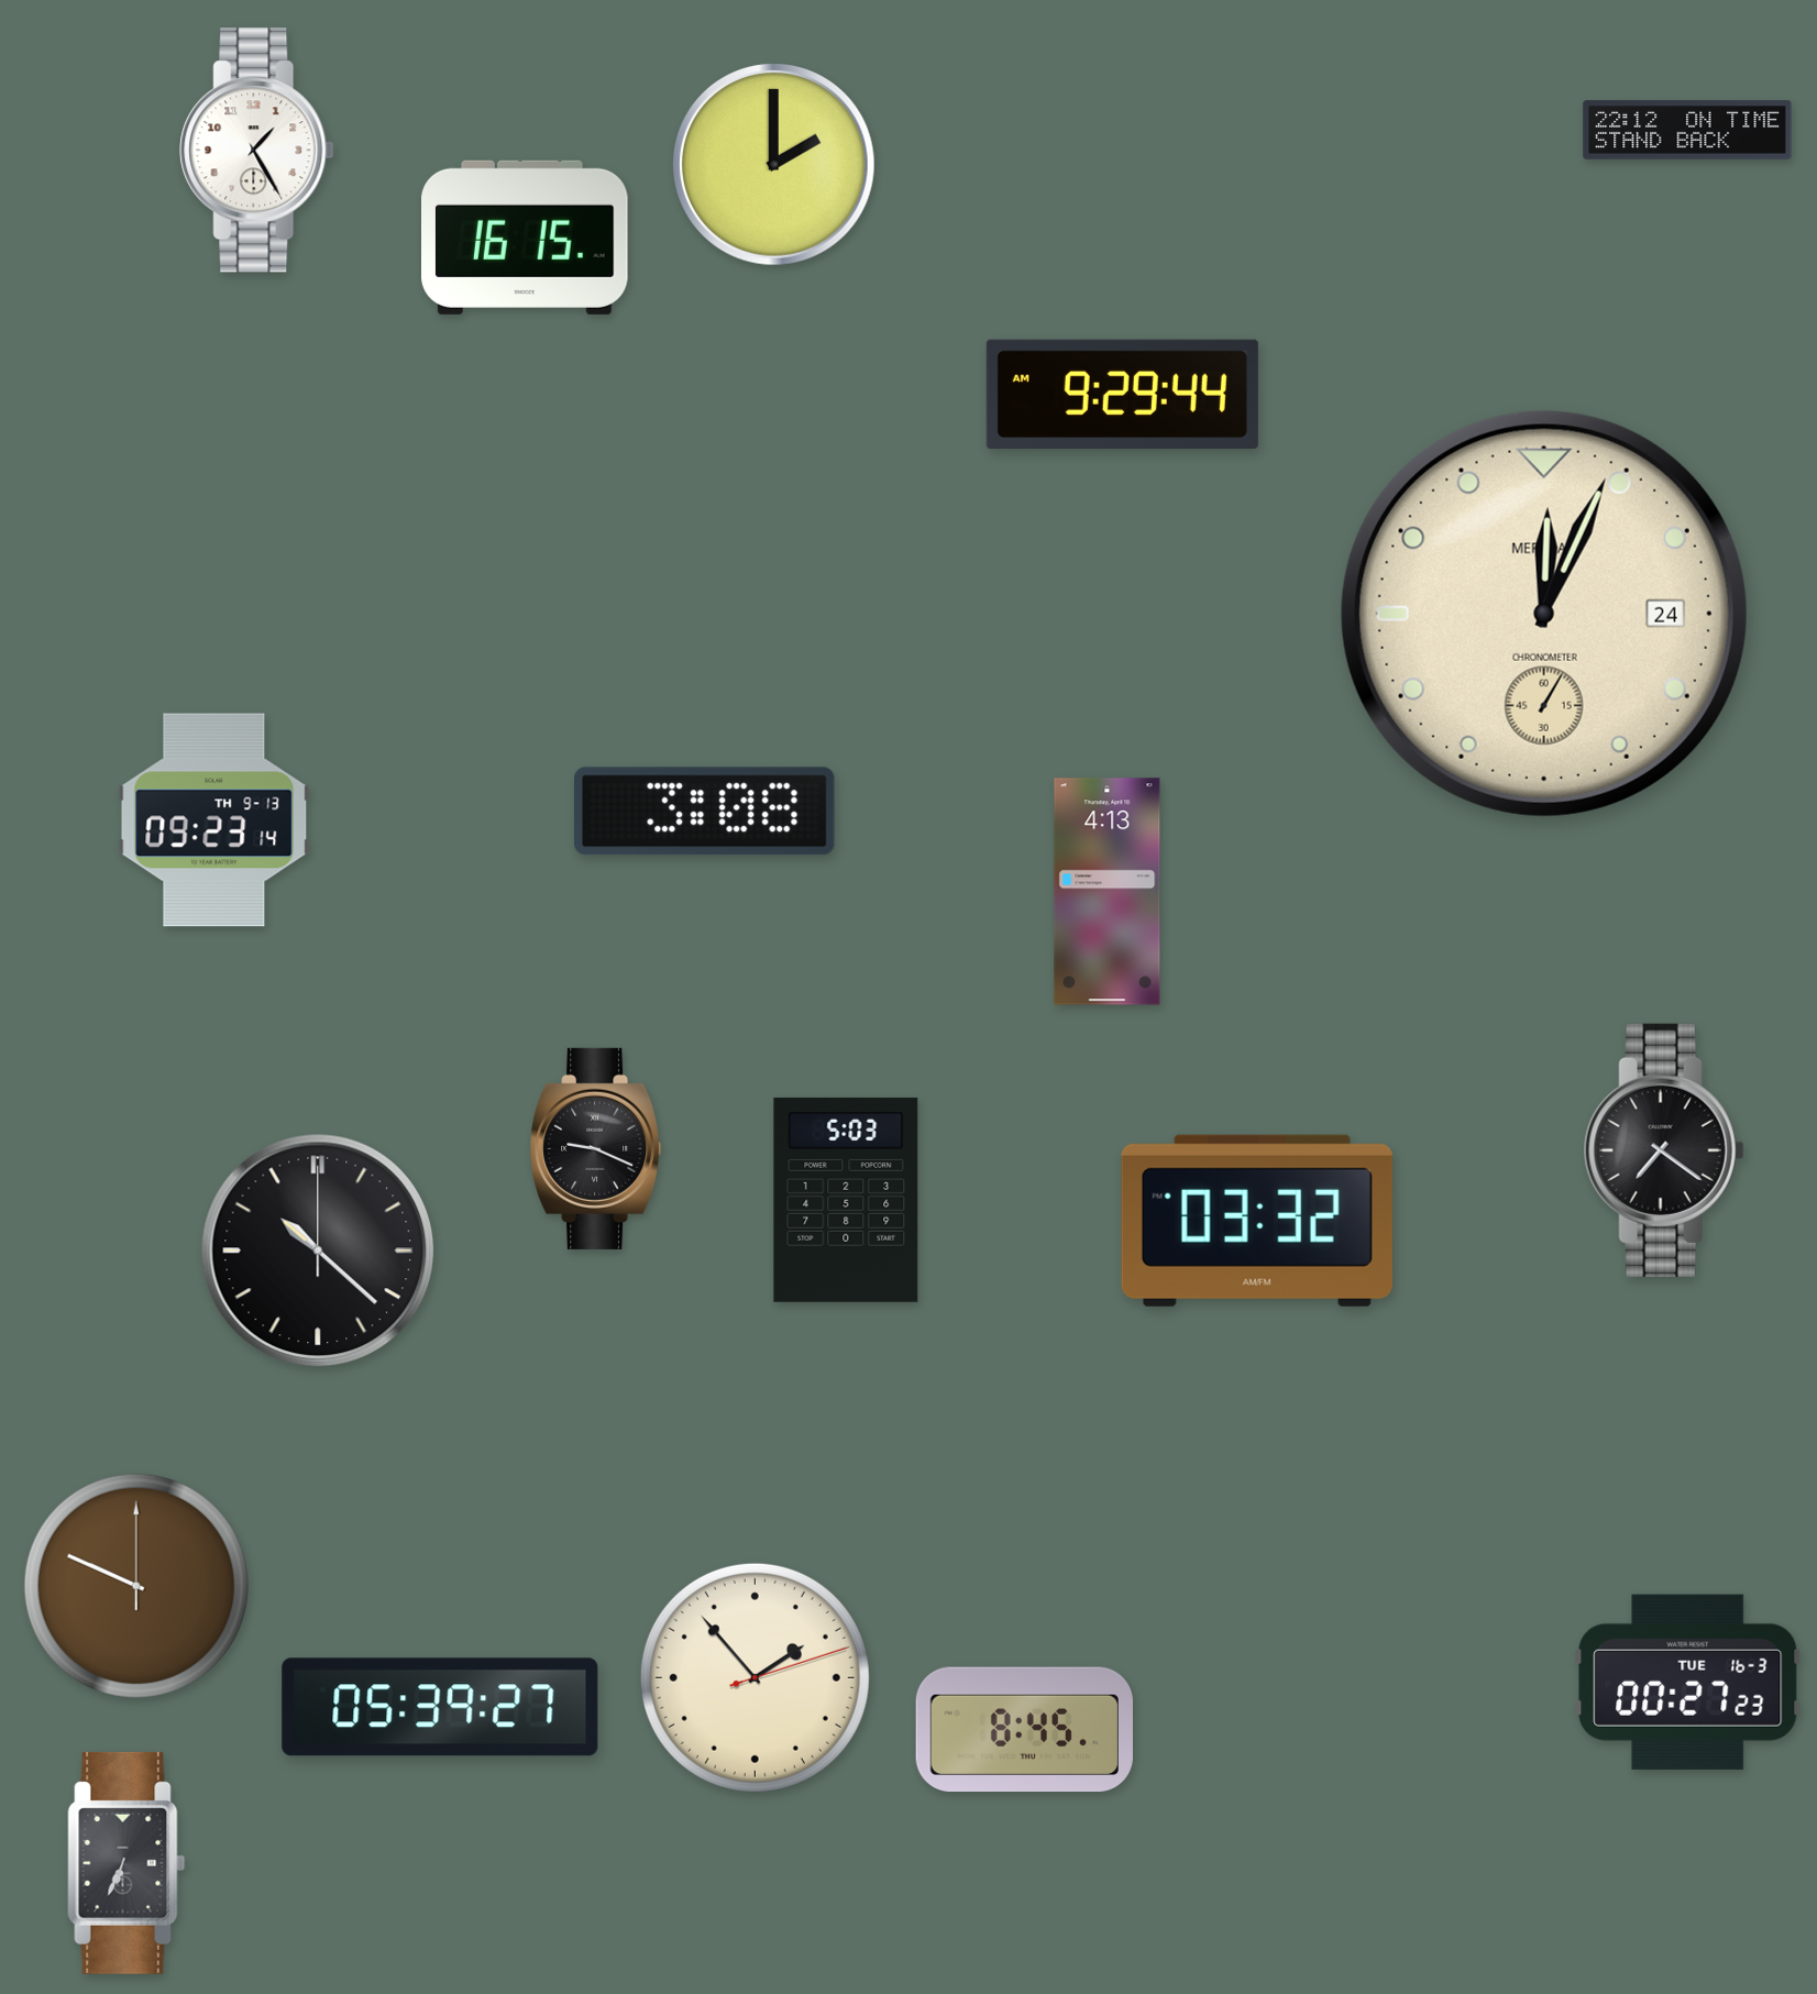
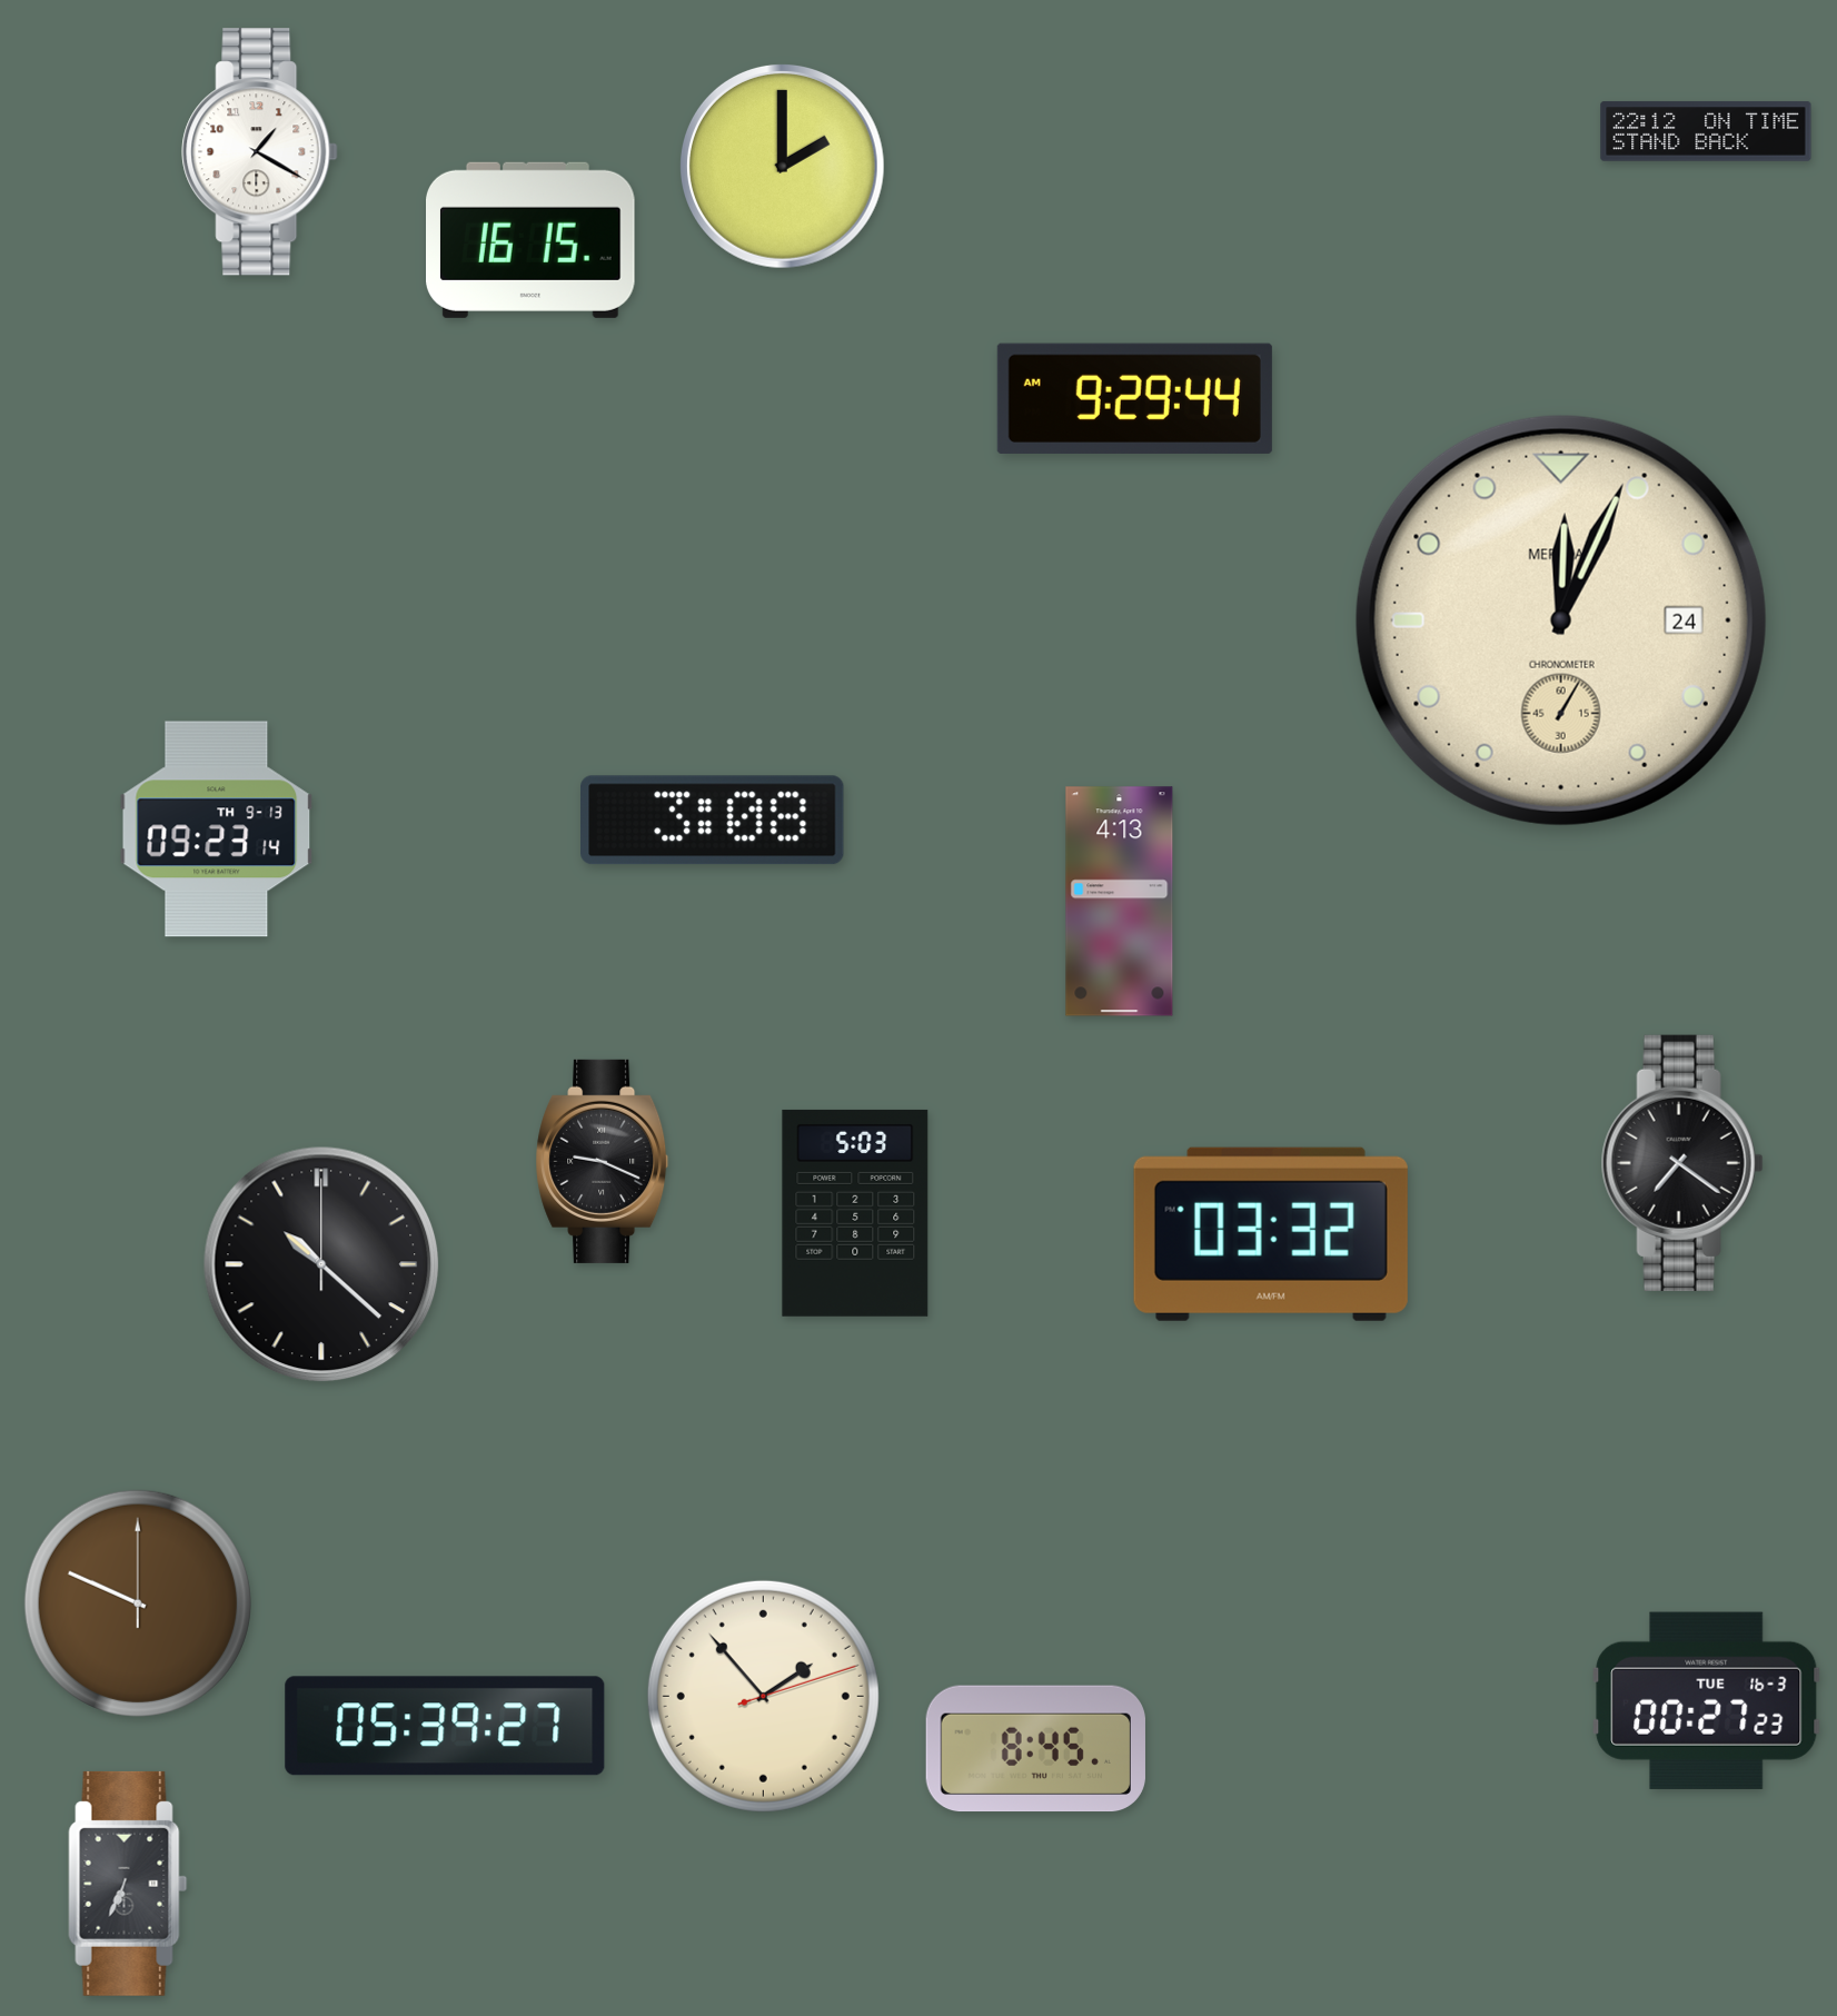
clock at (257, 151): 1:25 -> 1:20
